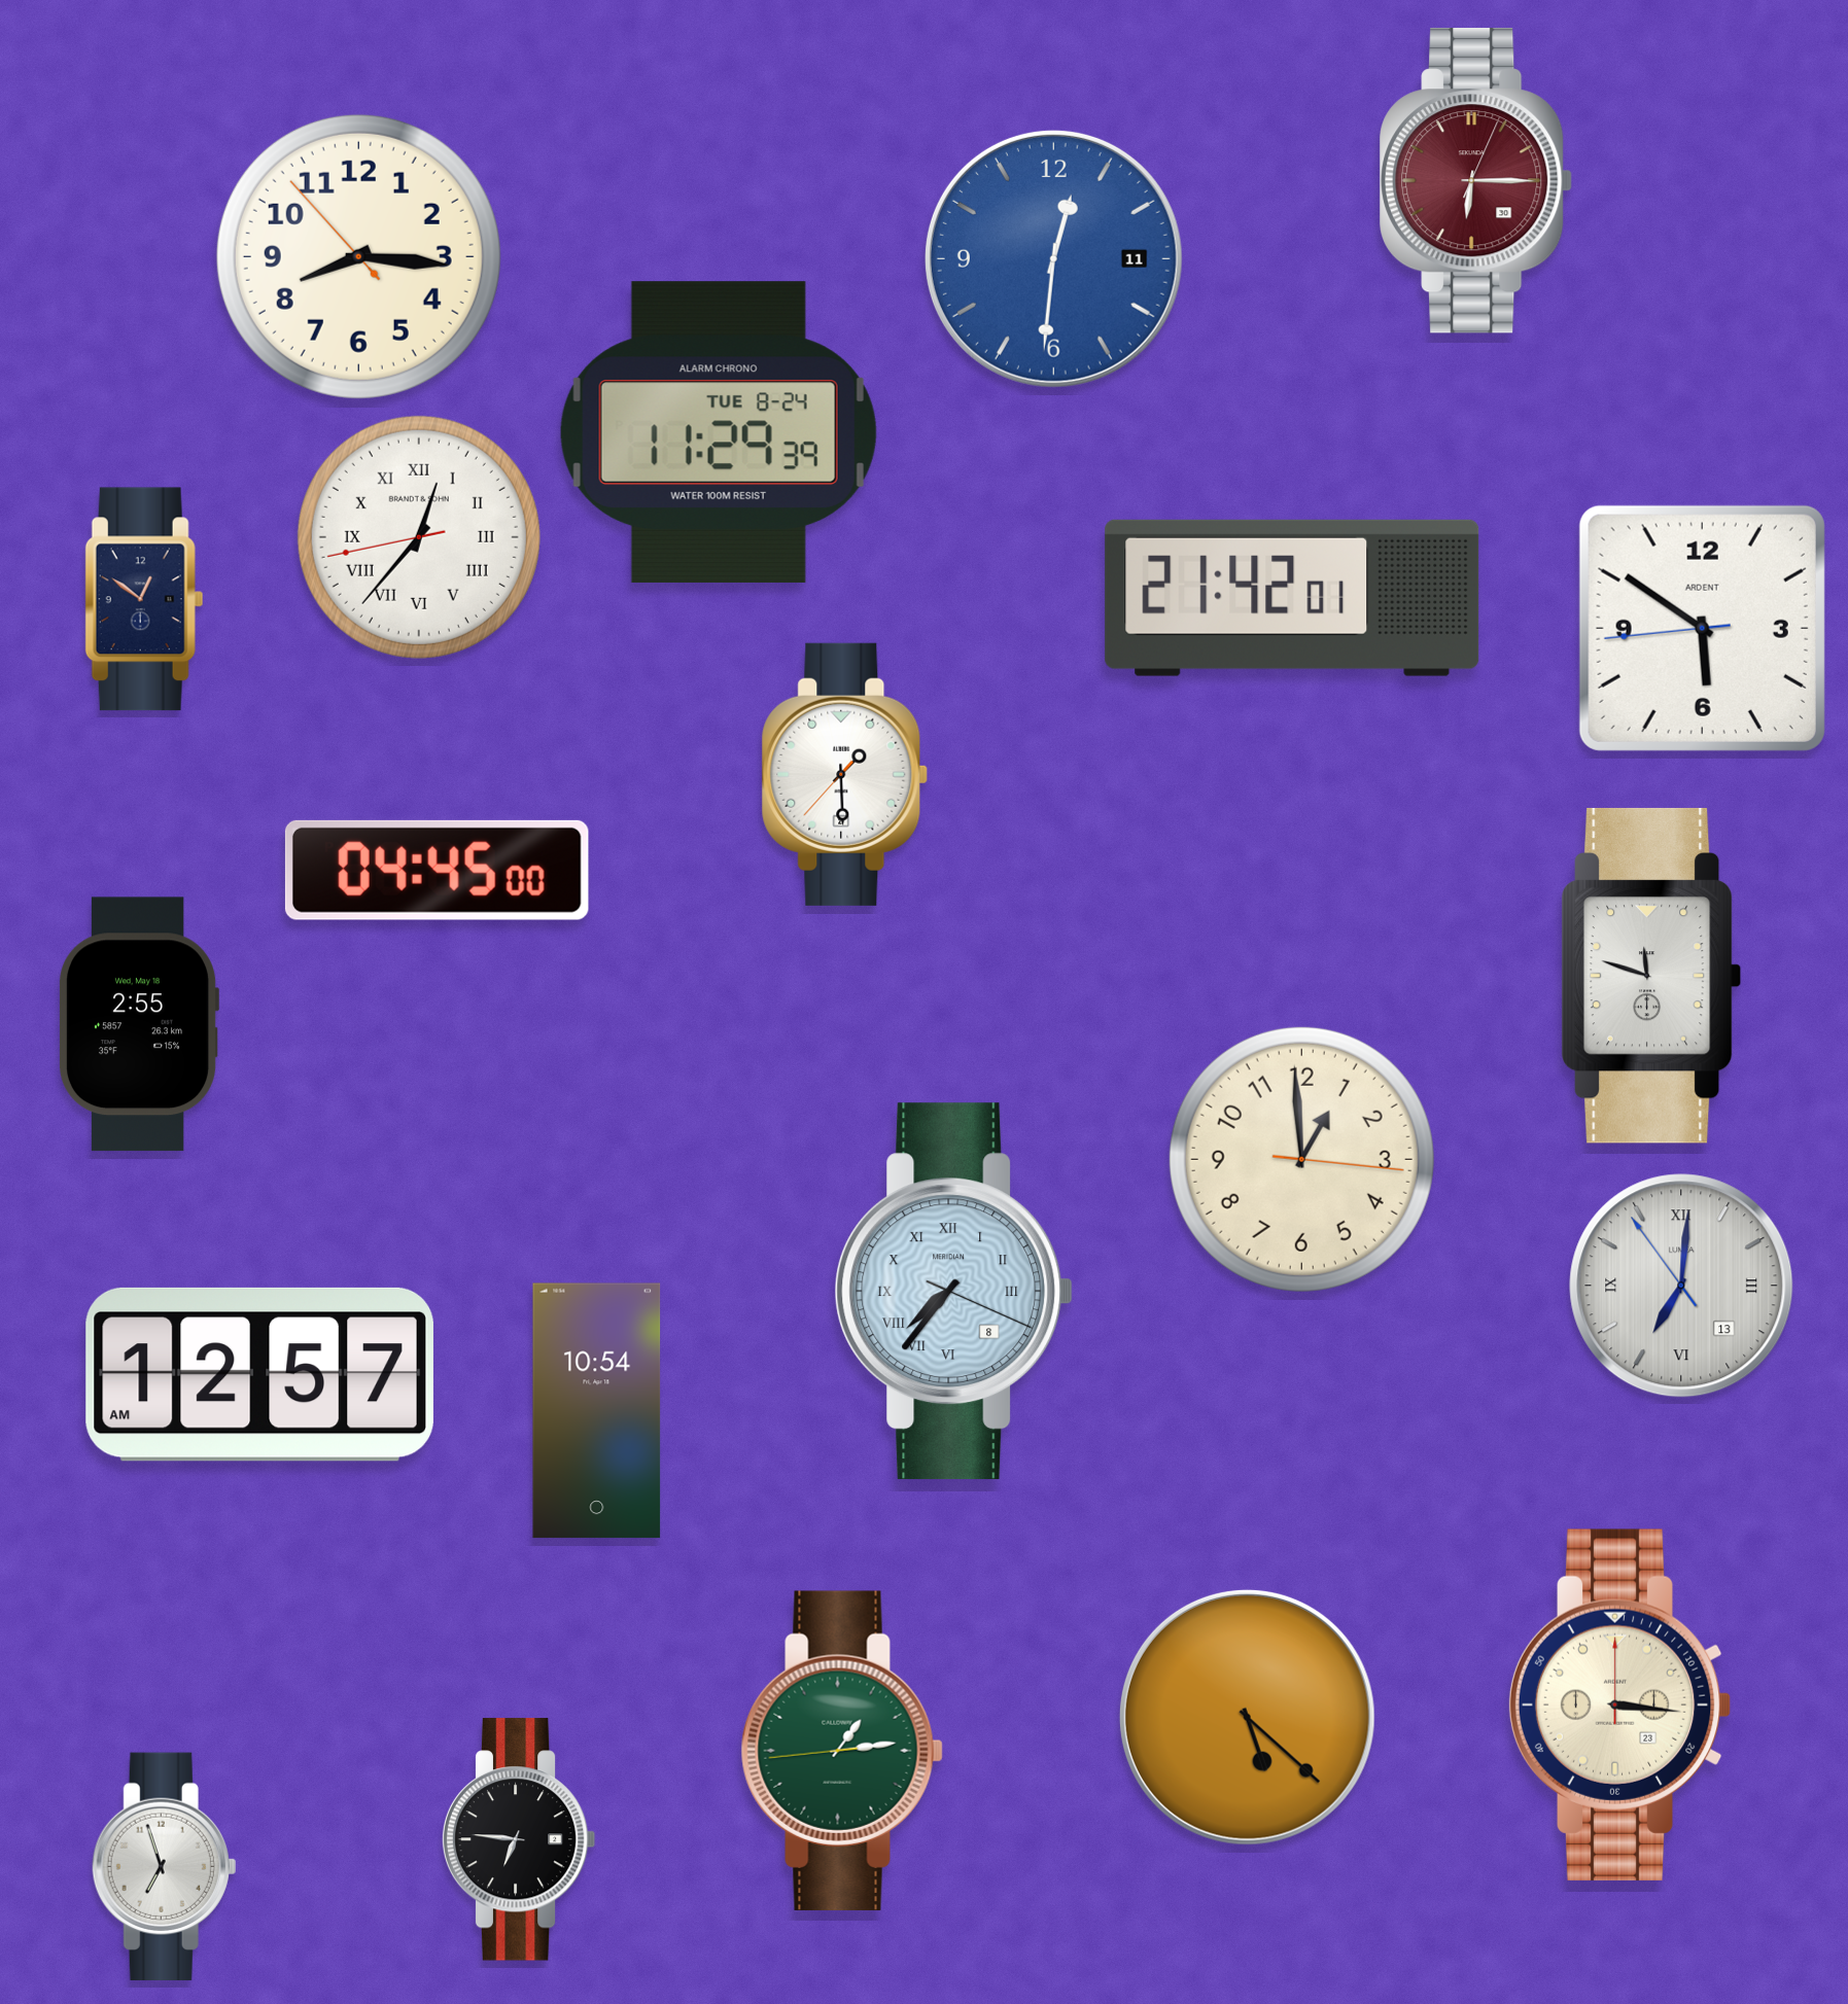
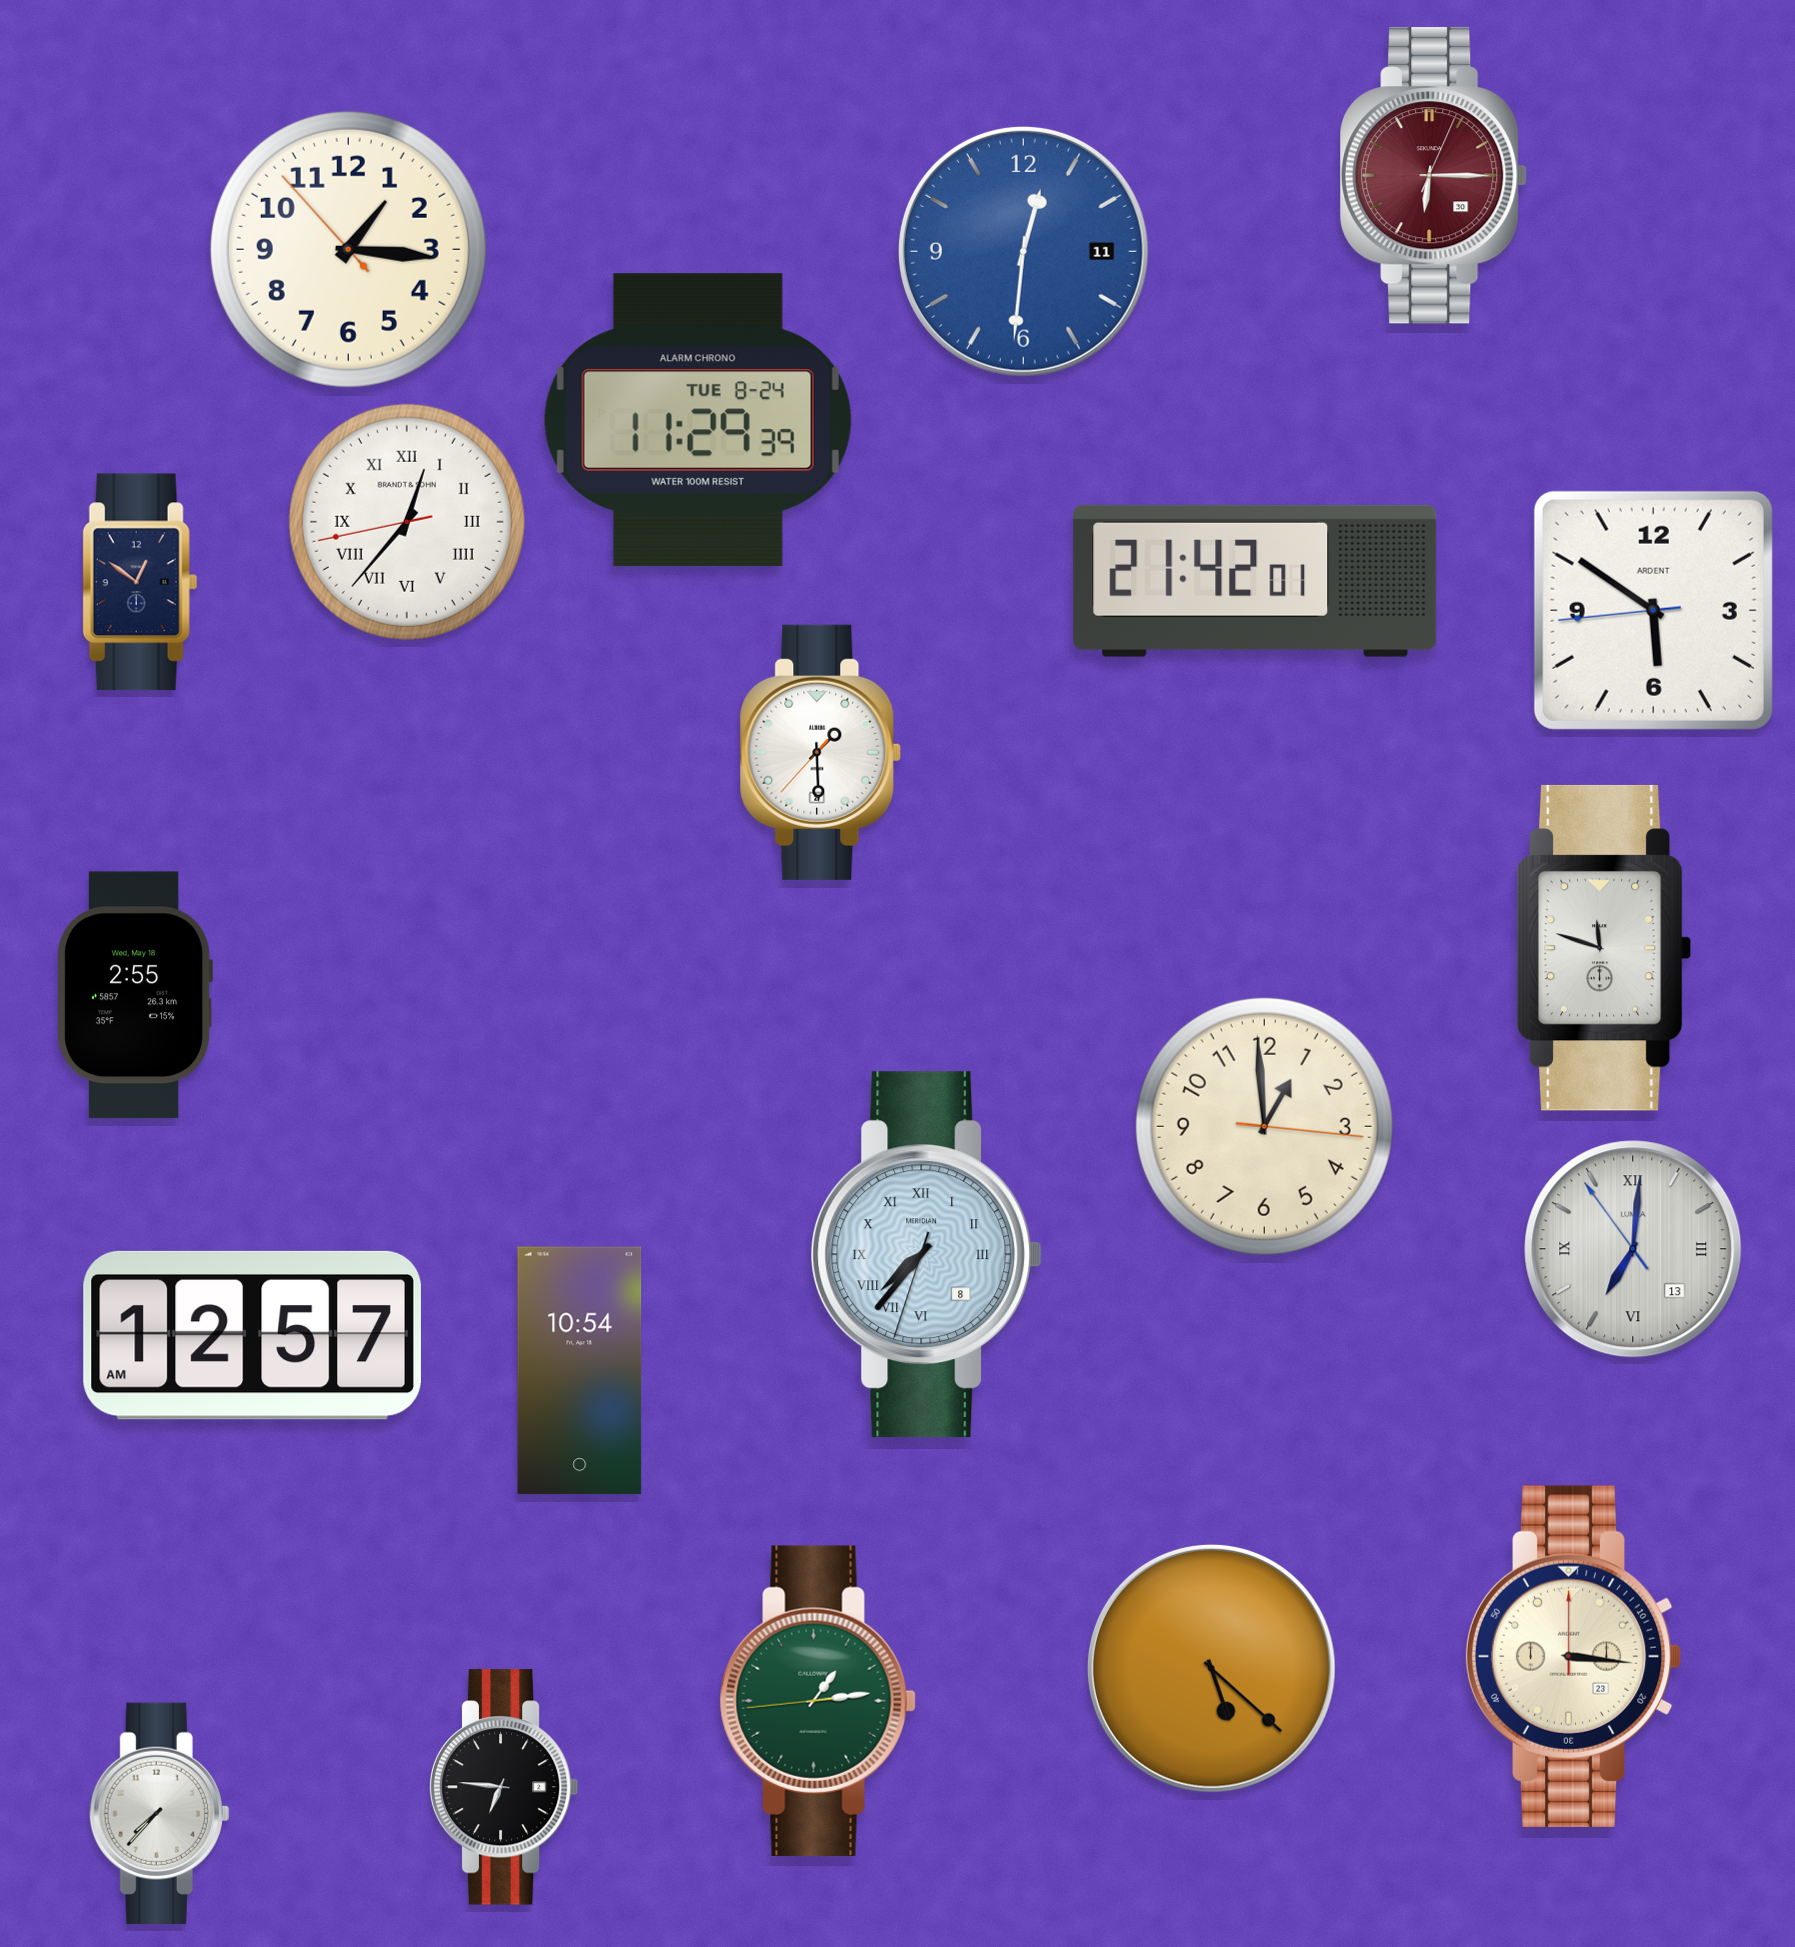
clock at (358, 256): 8:15 -> 1:15
clock at (437, 870): 04:45 -> none
clock at (954, 1292): 7:36:19 -> 7:36:33
clock at (165, 1866): 6:57 -> 7:37
